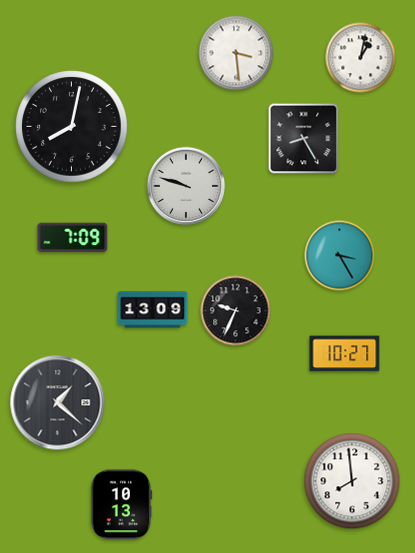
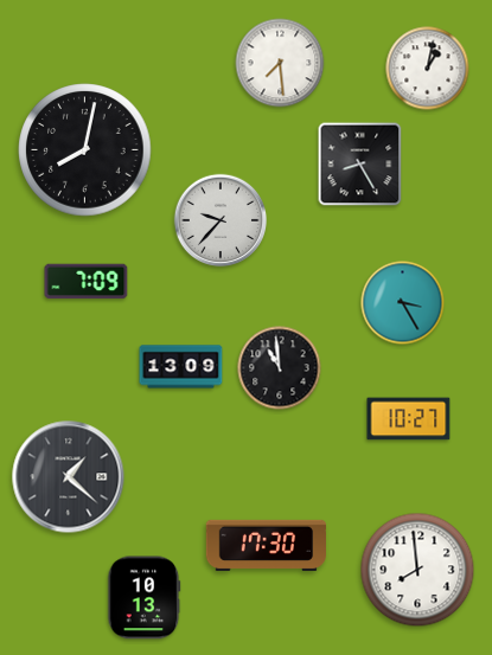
clock at (236, 53): 3:29 -> 7:29
clock at (186, 186): 9:48 -> 9:37
clock at (236, 311): 9:34 -> 10:59
clock at (266, 545): none -> 17:30
